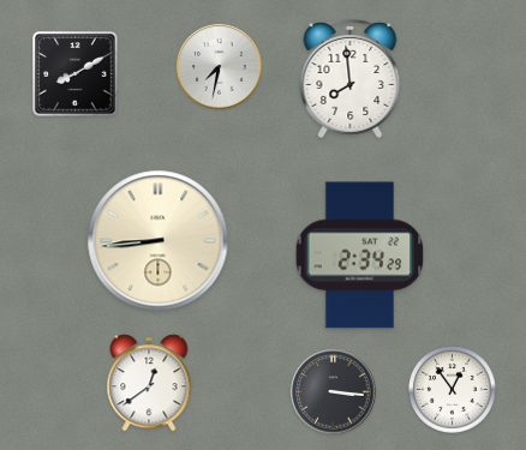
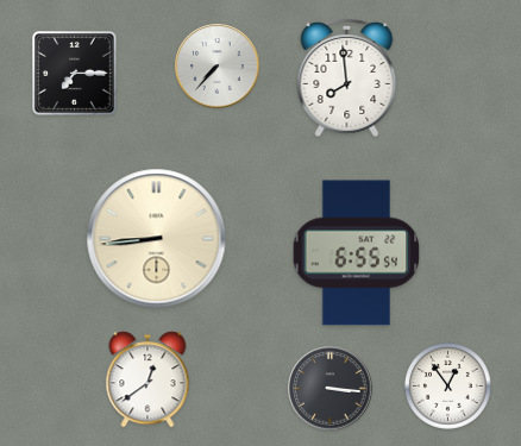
clock at (220, 67): 7:32 -> 7:37
clock at (76, 74): 8:10 -> 7:15
clock at (360, 256): 2:34 -> 6:55
